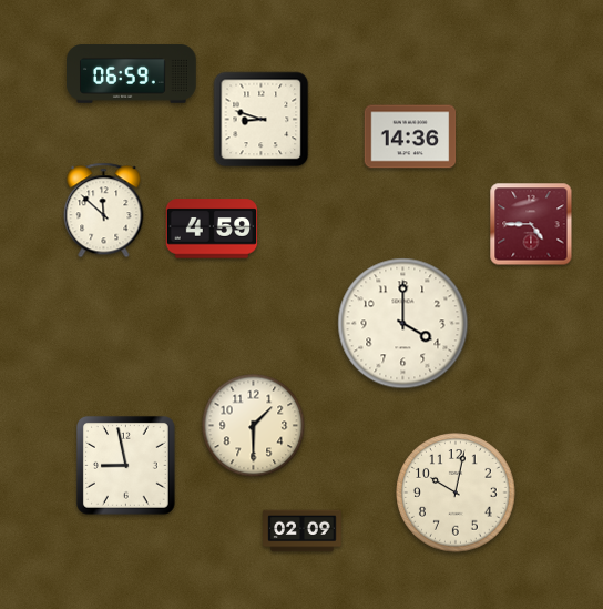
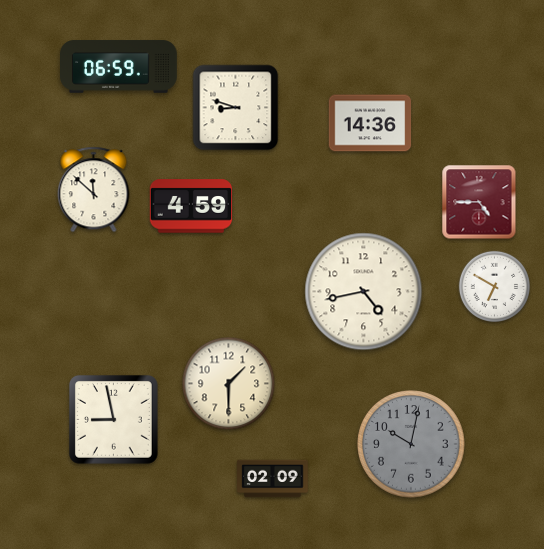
clock at (495, 287): none -> 6:50
clock at (403, 324): 4:00 -> 4:43
clock at (456, 493) dial: cream -> grey
